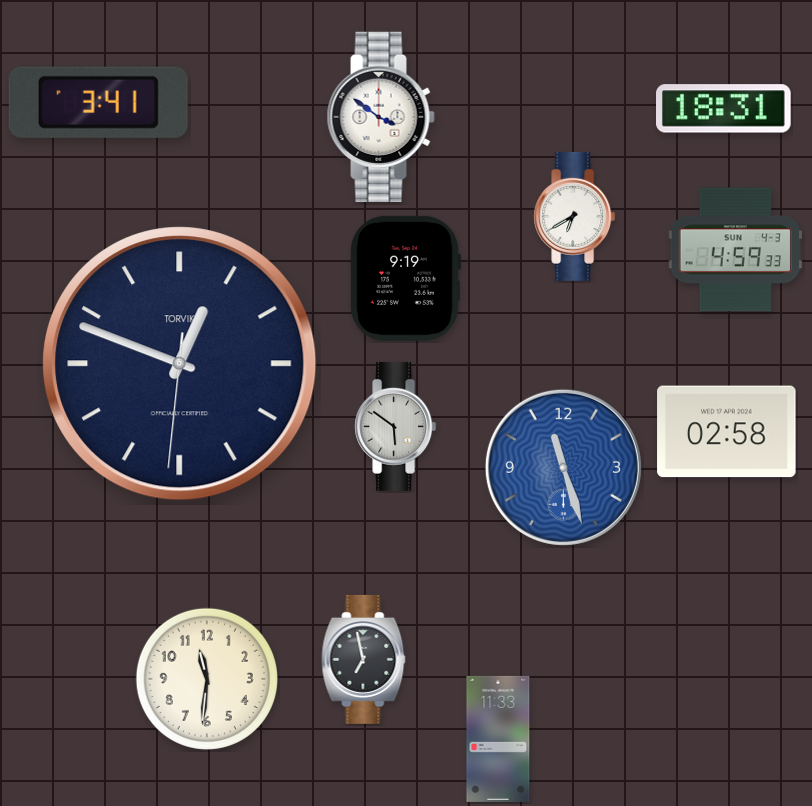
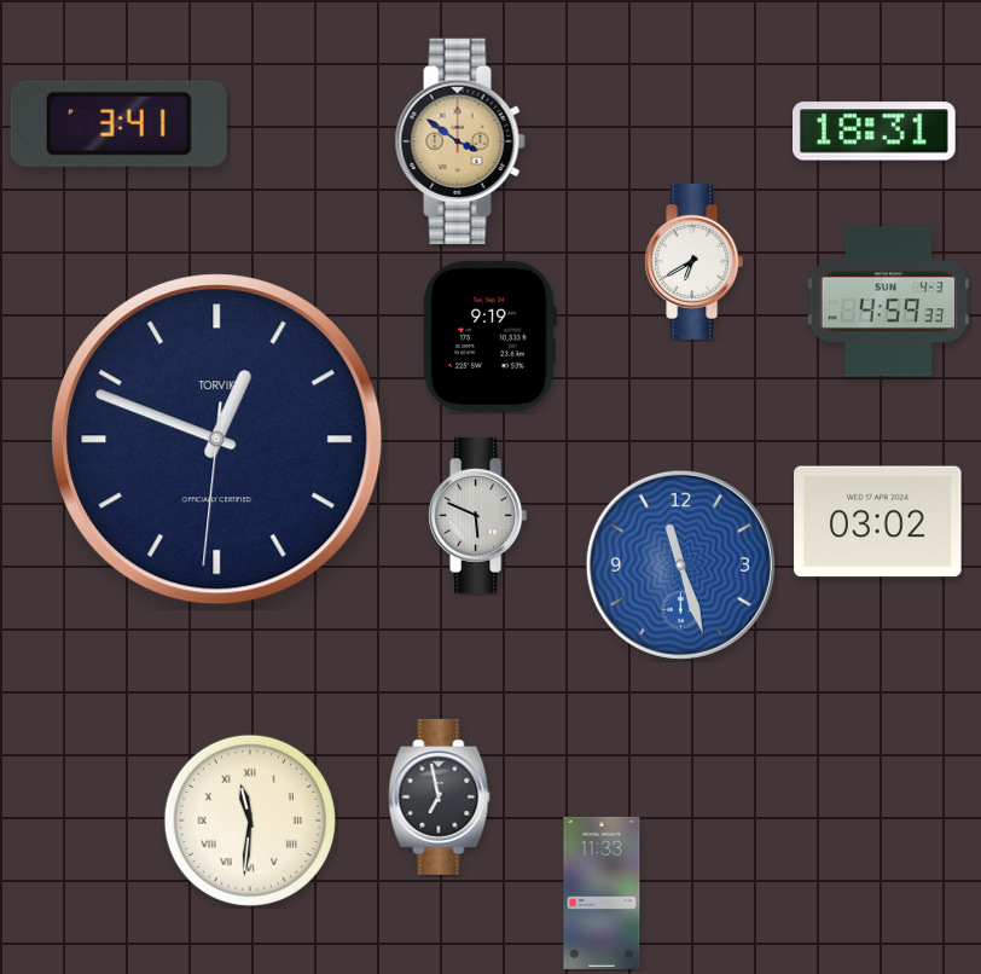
clock at (381, 117) dial: white -> champagne
clock at (396, 426): 5:51 -> 5:49
clock at (727, 432): 02:58 -> 03:02
clock at (207, 679) numerals: Arabic -> Roman
